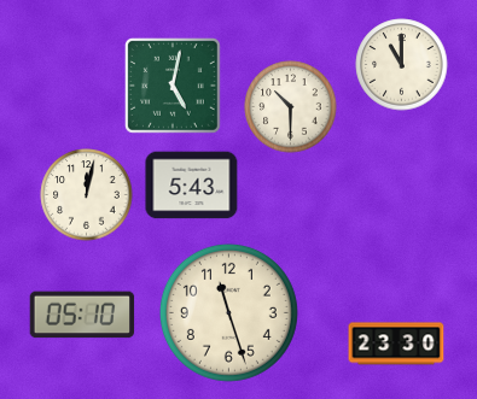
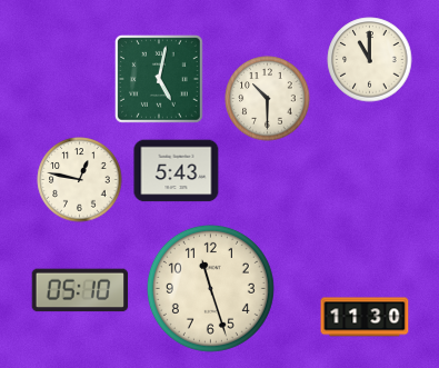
clock at (87, 195): 12:02 -> 12:47
clock at (82, 315) position: (82, 315) -> (80, 290)
clock at (396, 344): 23:30 -> 11:30
